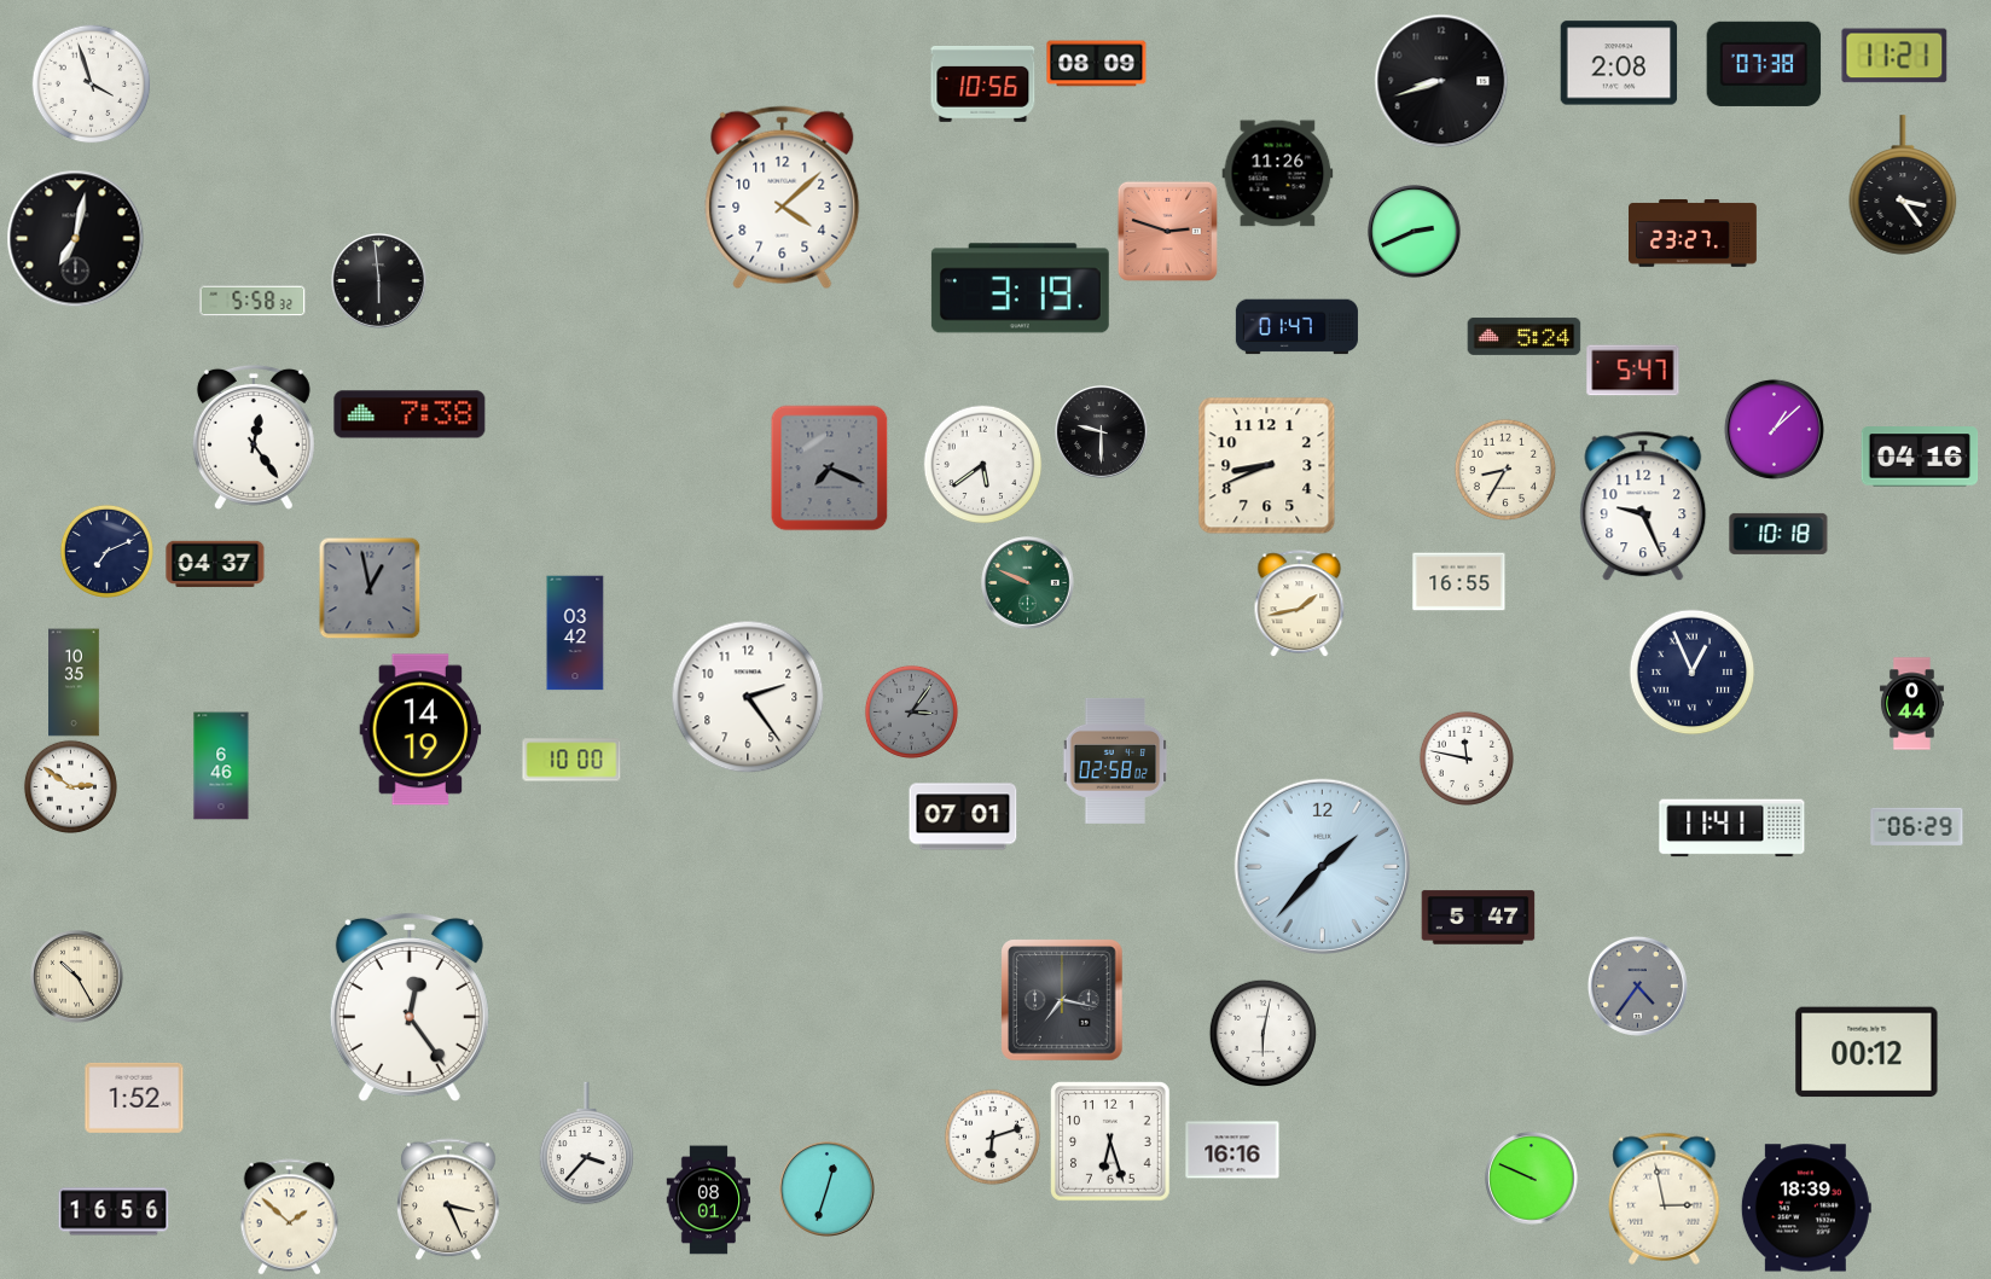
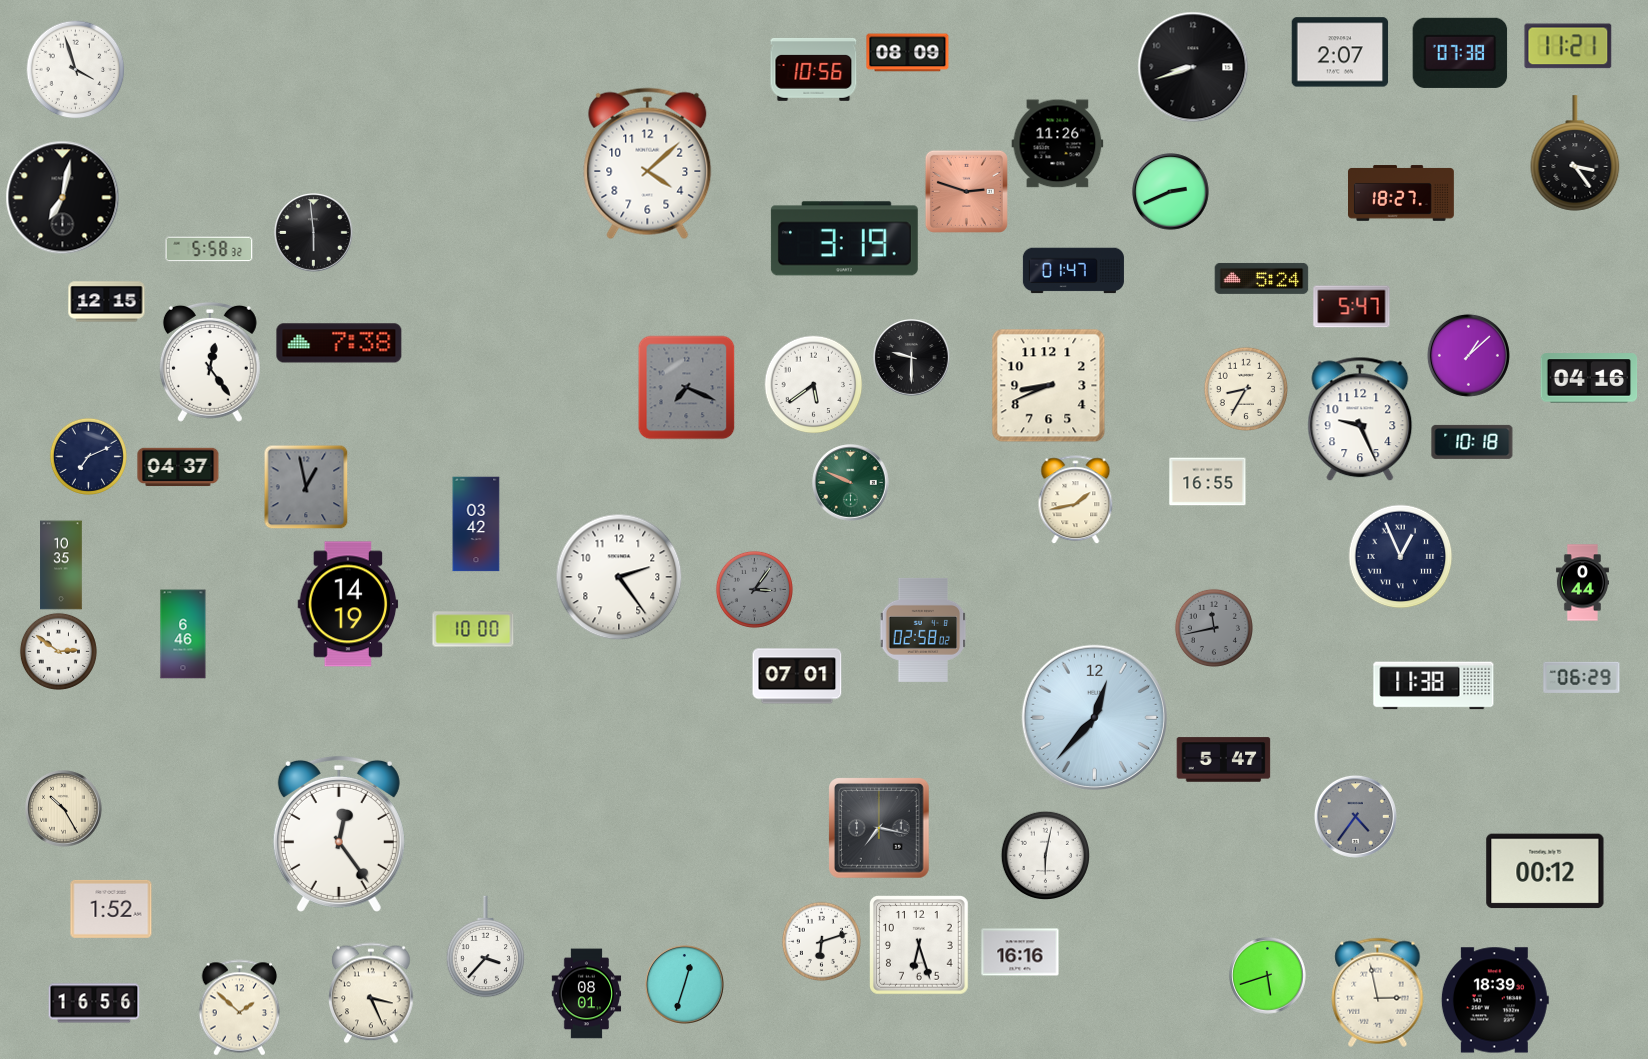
clock at (1619, 63): 2:08 -> 2:07
clock at (1694, 233): 23:27 -> 18:27
clock at (107, 302): none -> 12:15
clock at (1467, 758): 11:47 -> 11:43
clock at (1467, 758) dial: white -> grey
clock at (1917, 826) position: (1917, 826) -> (1582, 677)
clock at (1732, 829): 11:41 -> 11:38
clock at (1322, 866): 1:37 -> 12:37
clock at (1532, 1179): 9:49 -> 5:42
